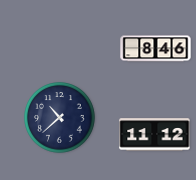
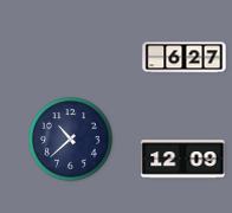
clock at (156, 49): 8:46 -> 6:27
clock at (155, 135): 11:12 -> 12:09
